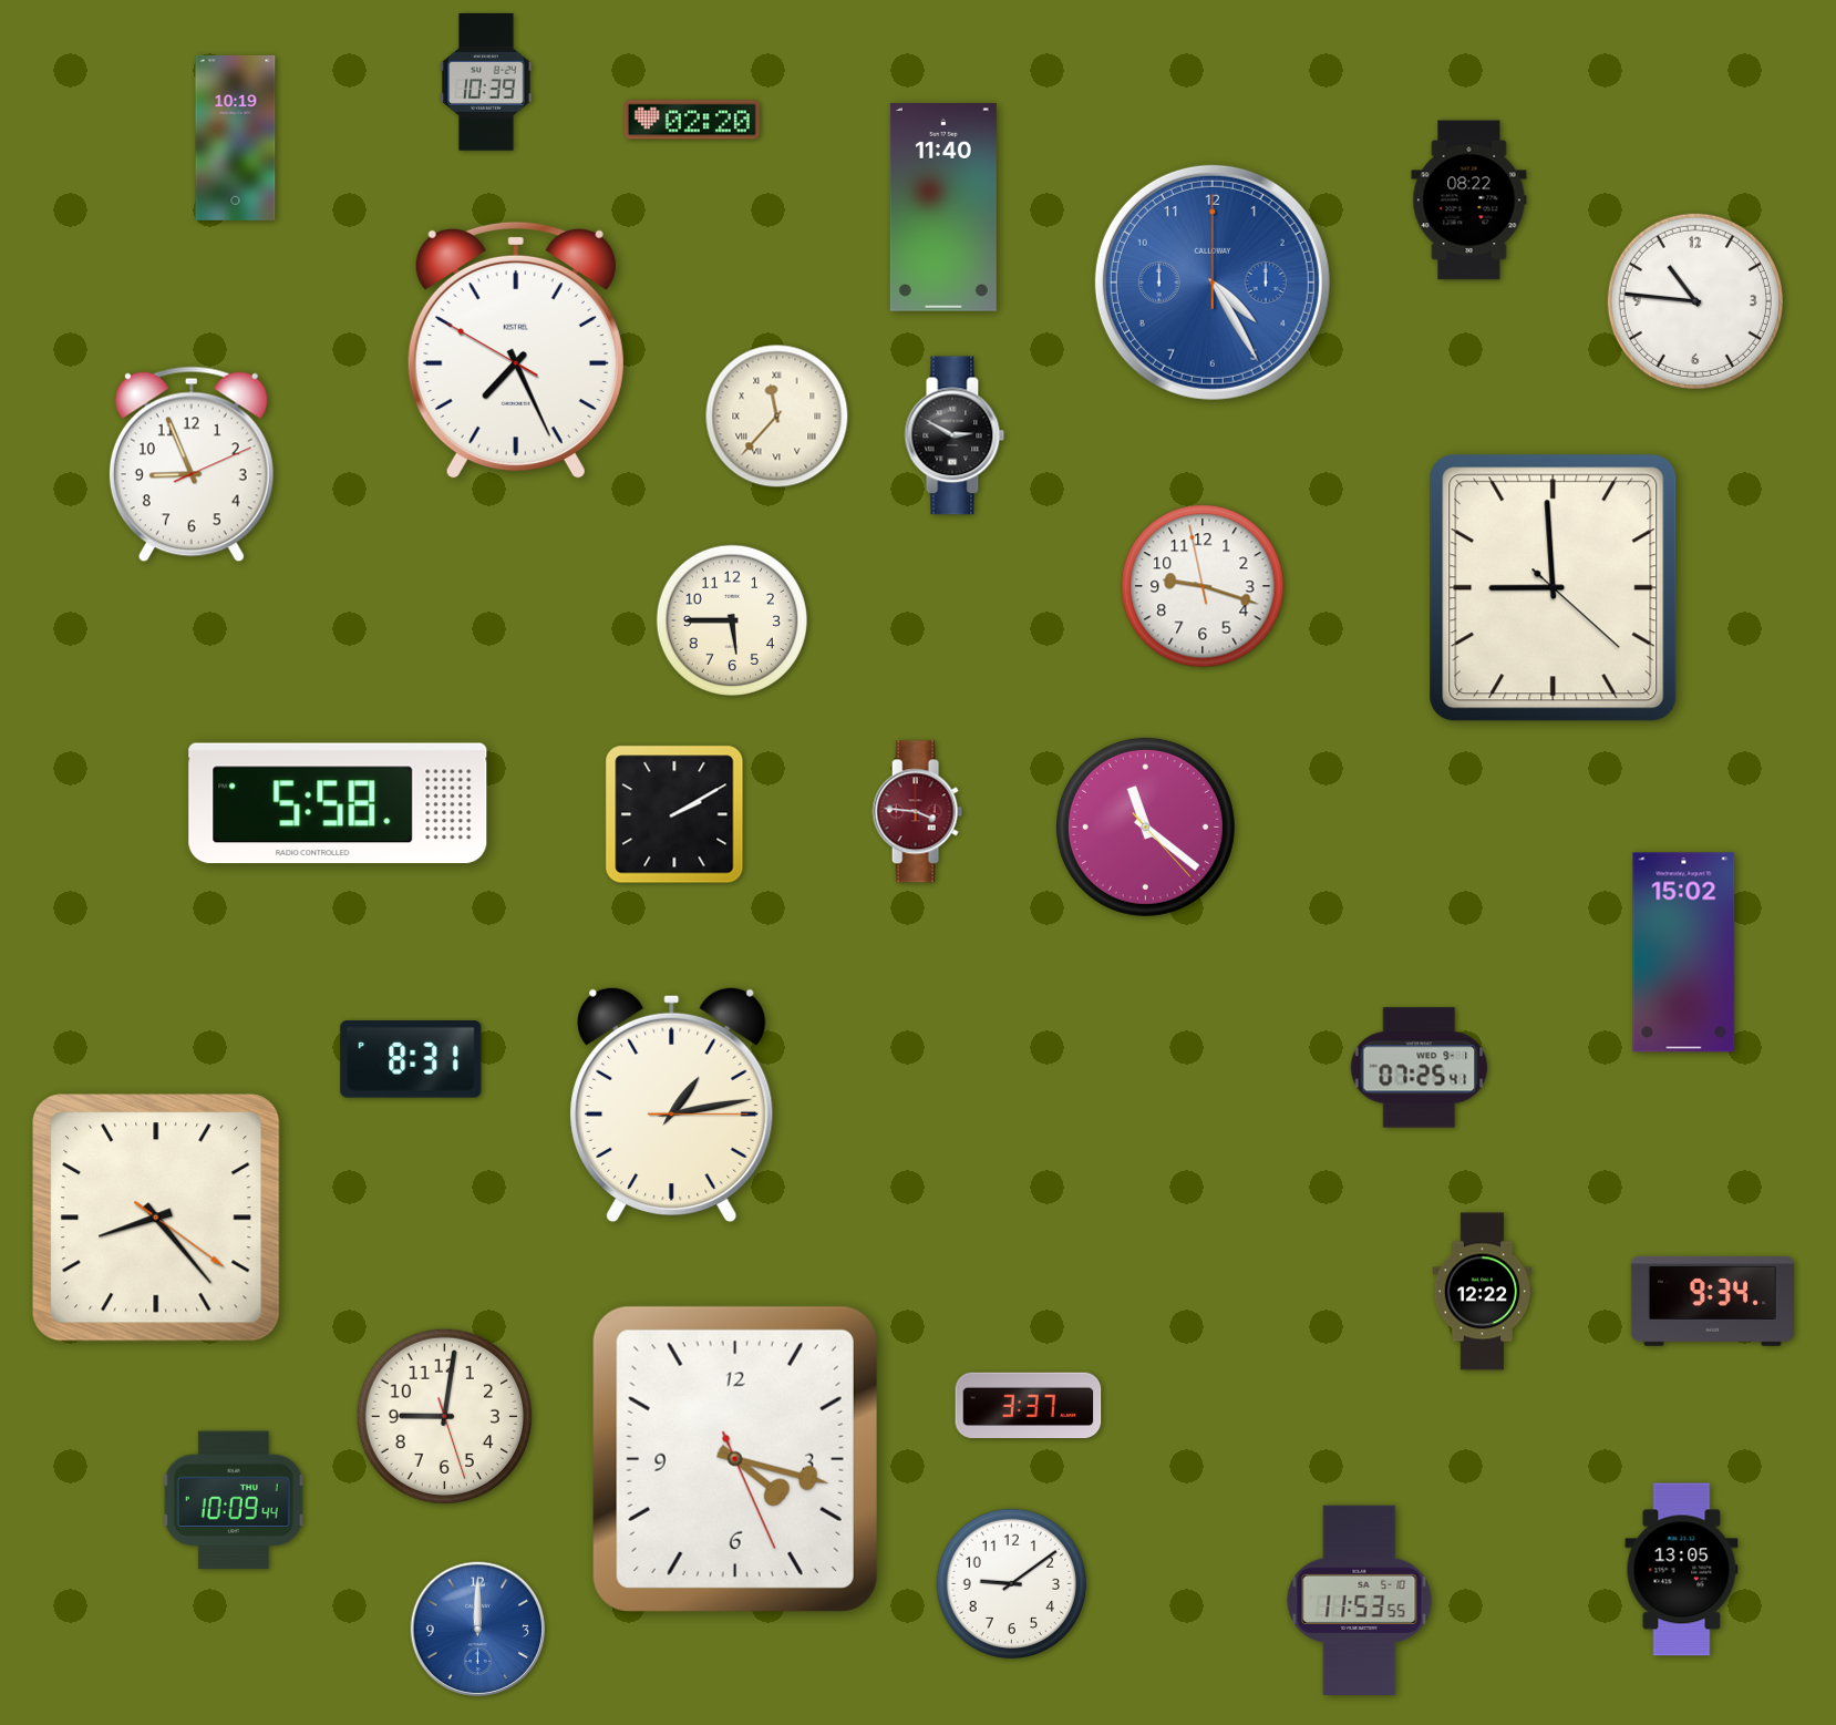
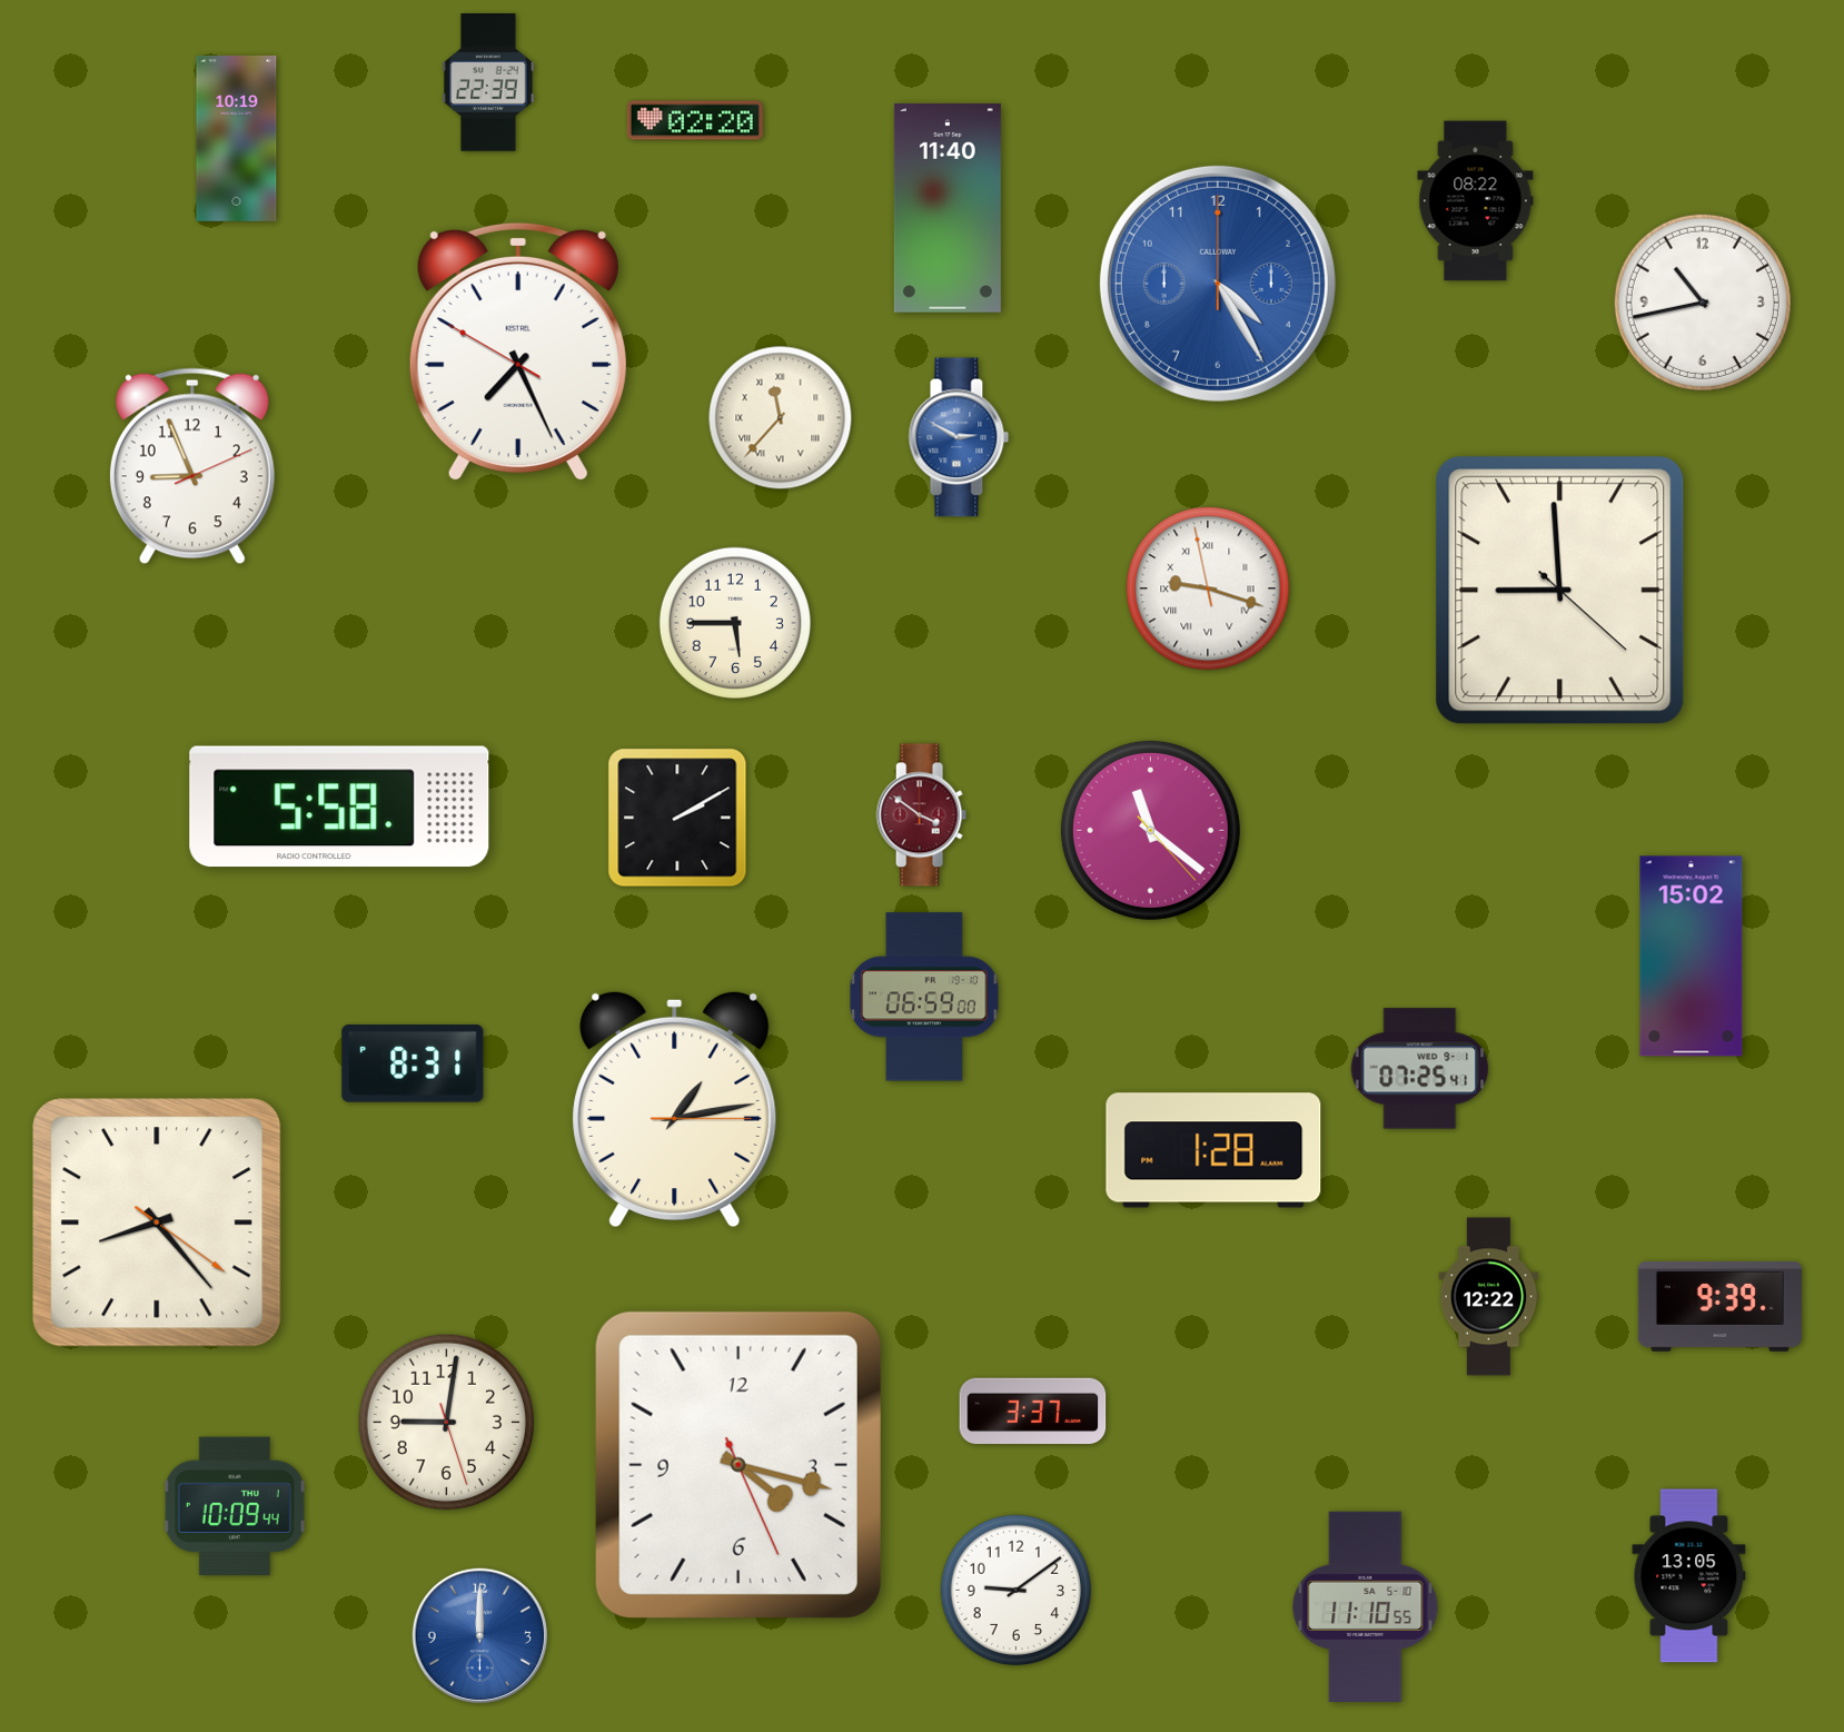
clock at (486, 83): 10:39 -> 22:39
clock at (1695, 301): 10:46 -> 10:43
clock at (955, 435) dial: black -> blue
clock at (1203, 586) numerals: Arabic -> Roman
clock at (917, 812): 3:46 -> 3:51
clock at (924, 997): none -> 06:59
clock at (1420, 1068) position: (1420, 1068) -> (1420, 1069)
clock at (1213, 1150): none -> 1:28
clock at (1712, 1301): 9:34 -> 9:39
clock at (1360, 1600): 11:53 -> 11:10
